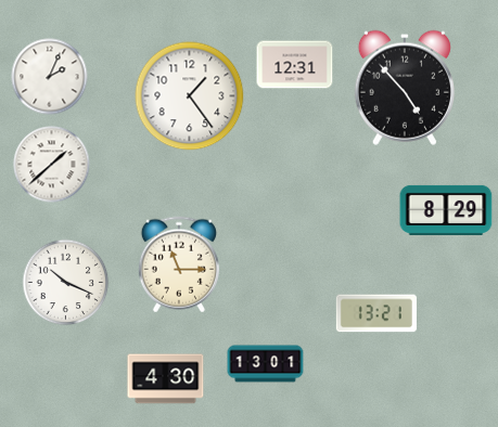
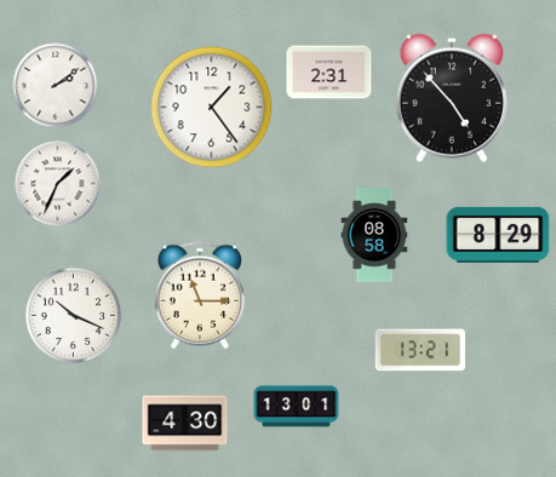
clock at (295, 65): 12:31 -> 2:31
clock at (50, 77): 2:04 -> 2:09
clock at (52, 165): 1:38 -> 1:34
clock at (374, 235): none -> 08:58
